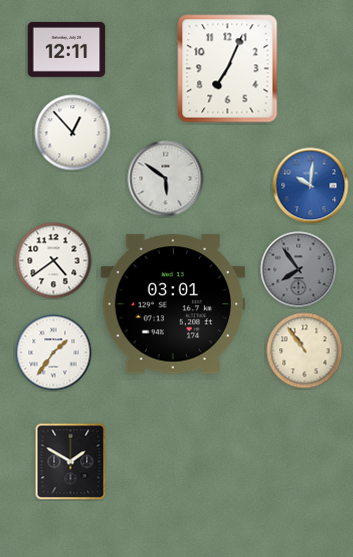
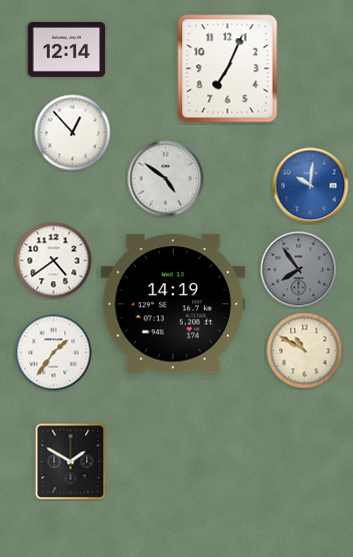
clock at (67, 49): 12:11 -> 12:14
clock at (166, 179): 5:51 -> 4:51
clock at (173, 304): 03:01 -> 14:19
clock at (305, 351): 10:54 -> 10:50
